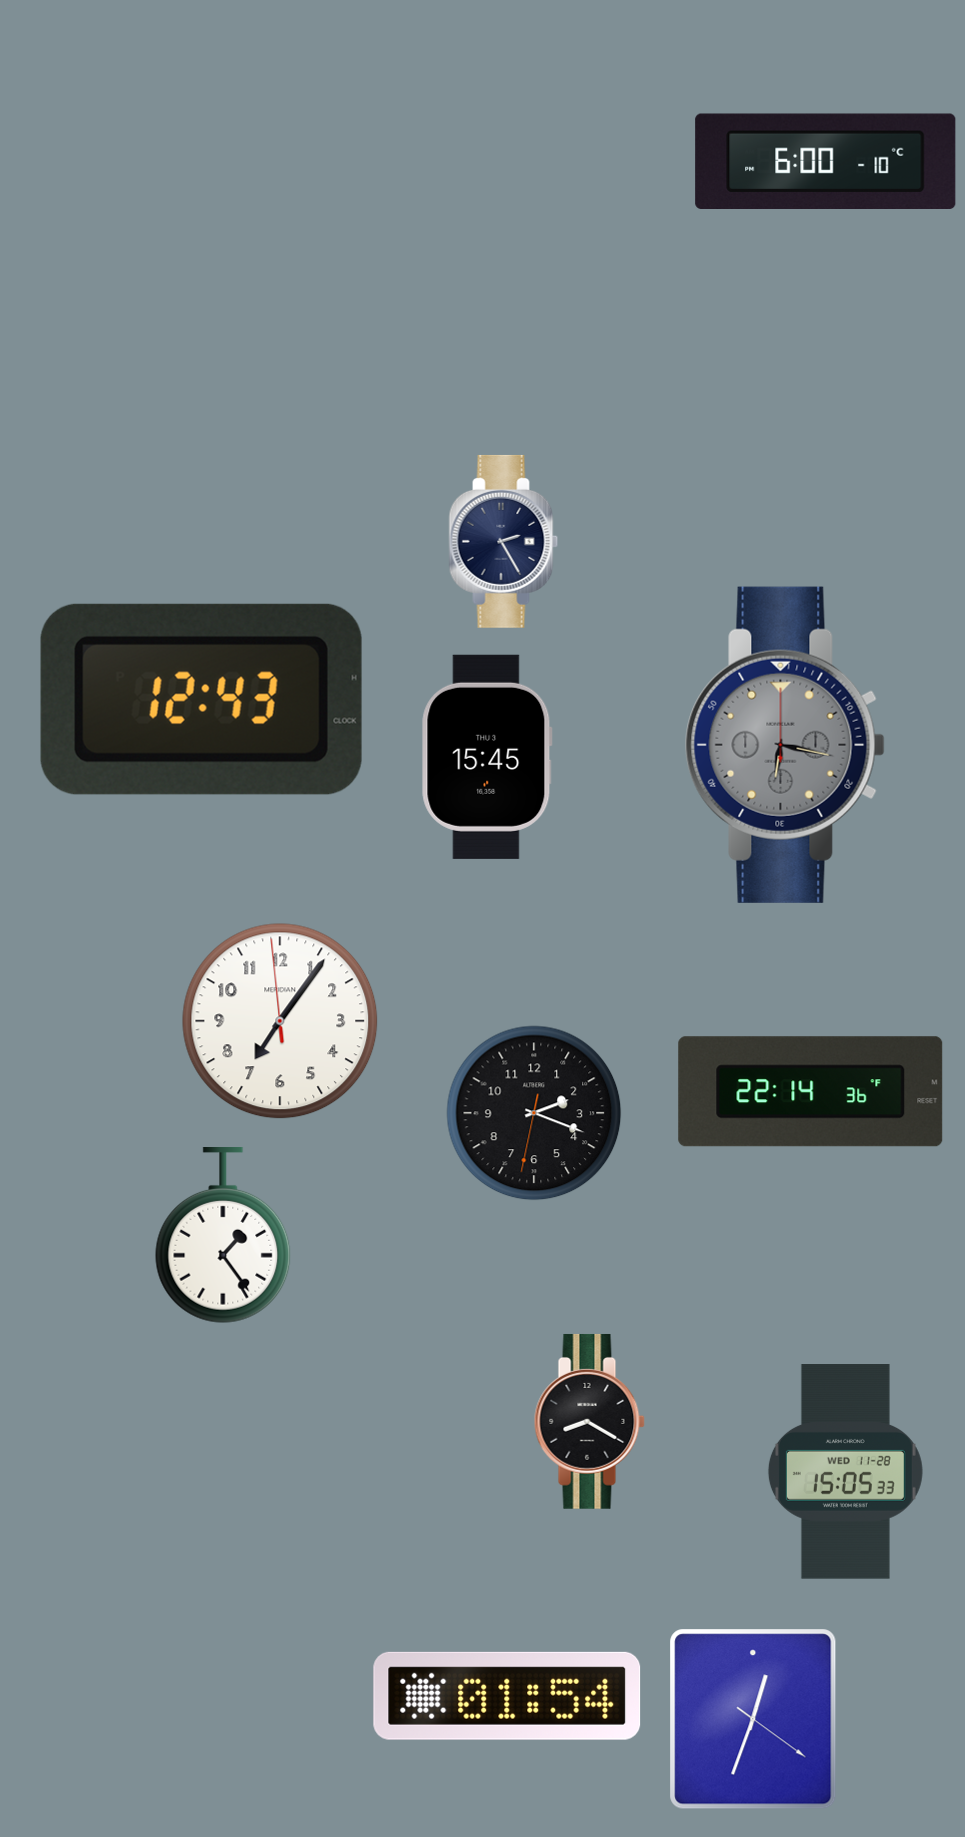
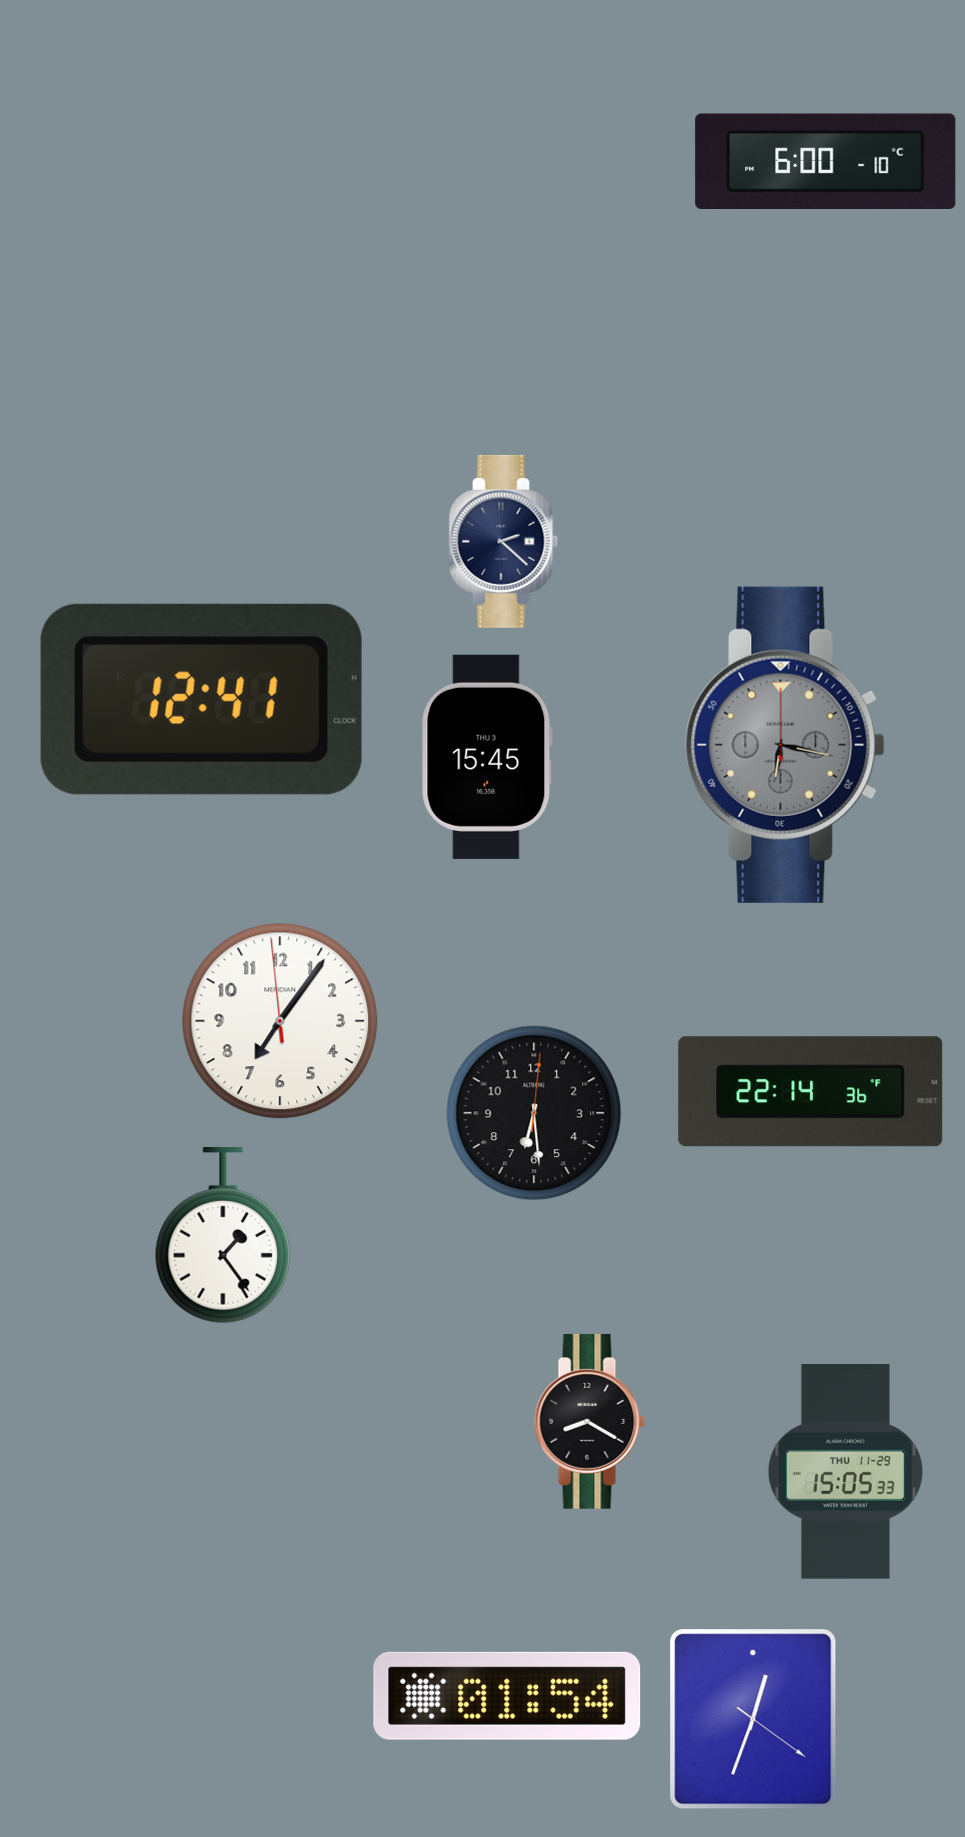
clock at (504, 541): 2:25 -> 2:22
clock at (201, 699): 12:43 -> 12:41
clock at (534, 1113): 2:18 -> 6:29
clock at (845, 1472) date: WED 11-28 -> THU 11-29
